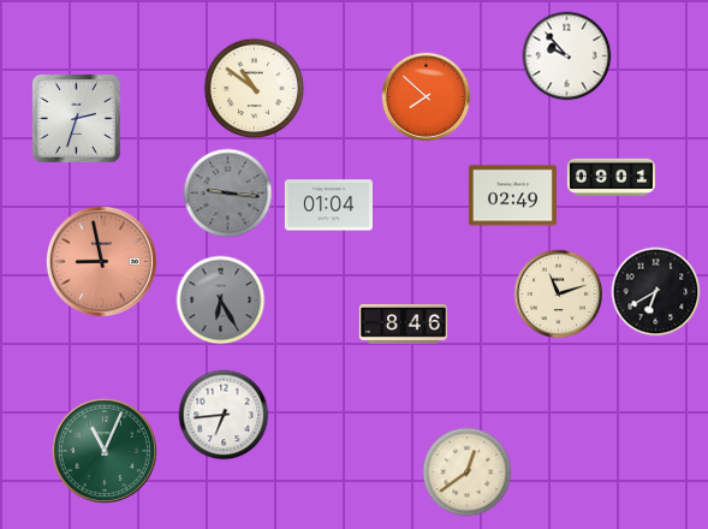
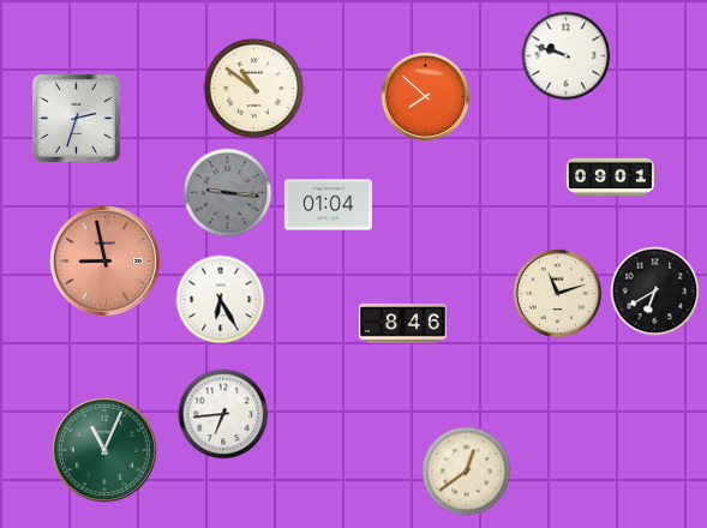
clock at (567, 57): 9:53 -> 9:48
clock at (512, 196): 02:49 -> none
clock at (101, 261) position: (101, 261) -> (104, 260)
clock at (221, 301) dial: grey -> white
